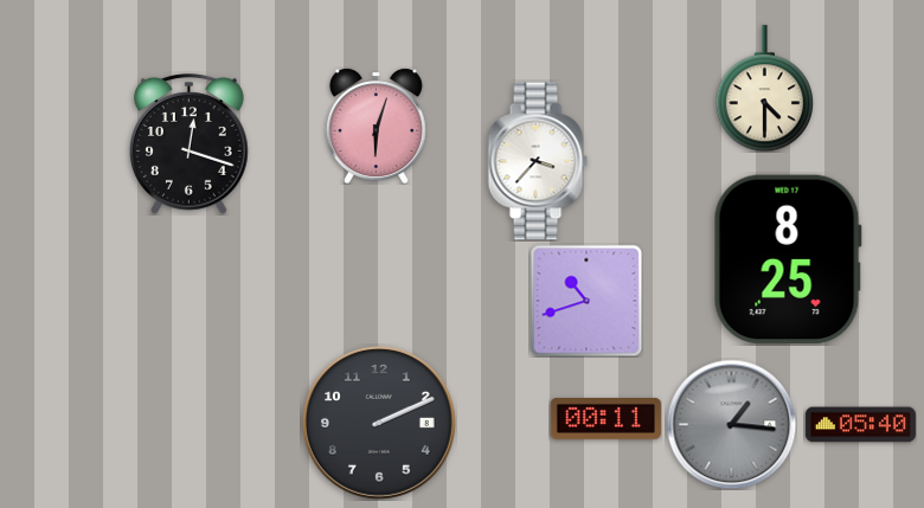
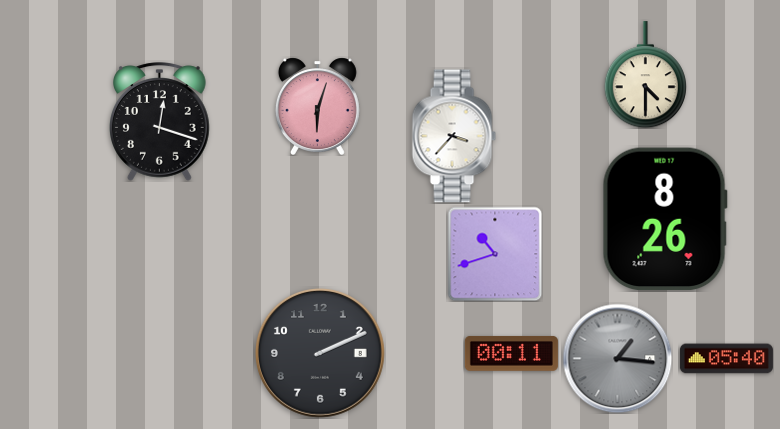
clock at (788, 259): 8:25 -> 8:26
clock at (379, 423) position: (379, 423) -> (320, 353)
